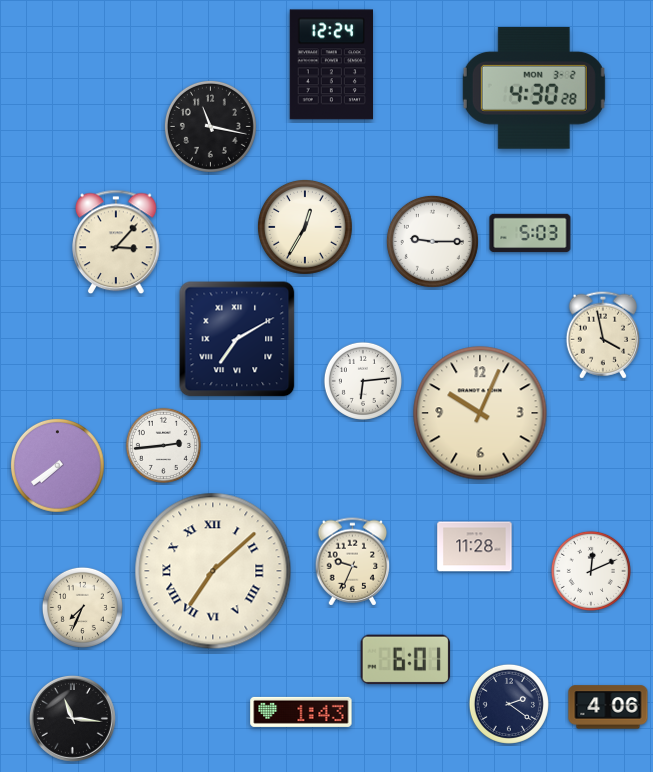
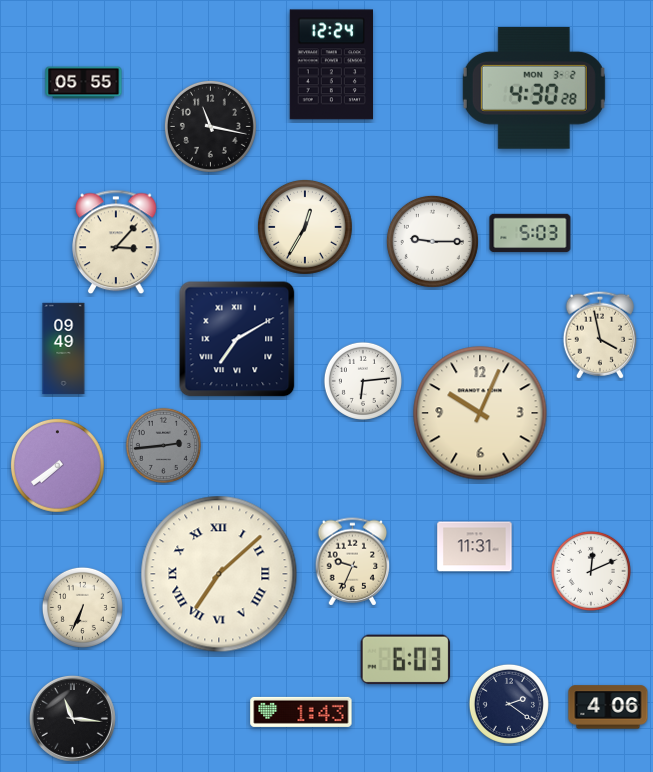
clock at (84, 83): none -> 05:55
clock at (603, 335) position: (603, 335) -> (600, 335)
clock at (64, 349): none -> 09:49
clock at (163, 445) dial: white -> grey
clock at (475, 547): 11:28 -> 11:31
clock at (213, 571) position: (213, 571) -> (219, 574)
clock at (82, 607): 7:34 -> 6:34
clock at (406, 660): 6:01 -> 6:03
